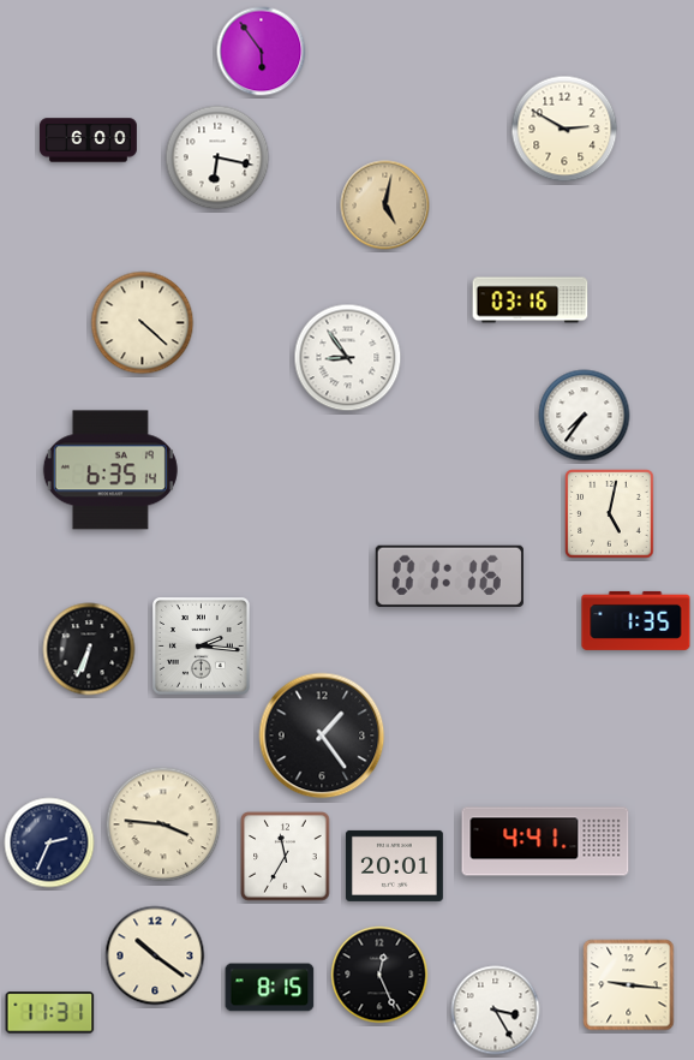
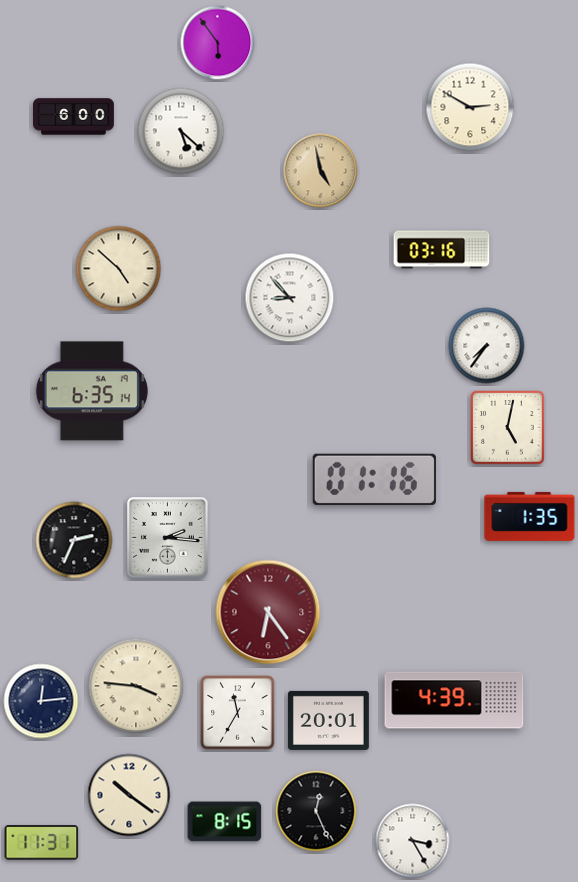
clock at (217, 157): 6:17 -> 5:22
clock at (385, 206): 5:02 -> 4:58
clock at (143, 323): 4:22 -> 4:52
clock at (348, 358): 8:54 -> 8:53
clock at (89, 649): 6:34 -> 2:34
clock at (322, 736): 1:24 -> 6:24
clock at (322, 736) dial: black -> burgundy
clock at (545, 841): 4:41 -> 4:39
clock at (49, 842): 2:34 -> 12:14
clock at (629, 985): 9:16 -> none
